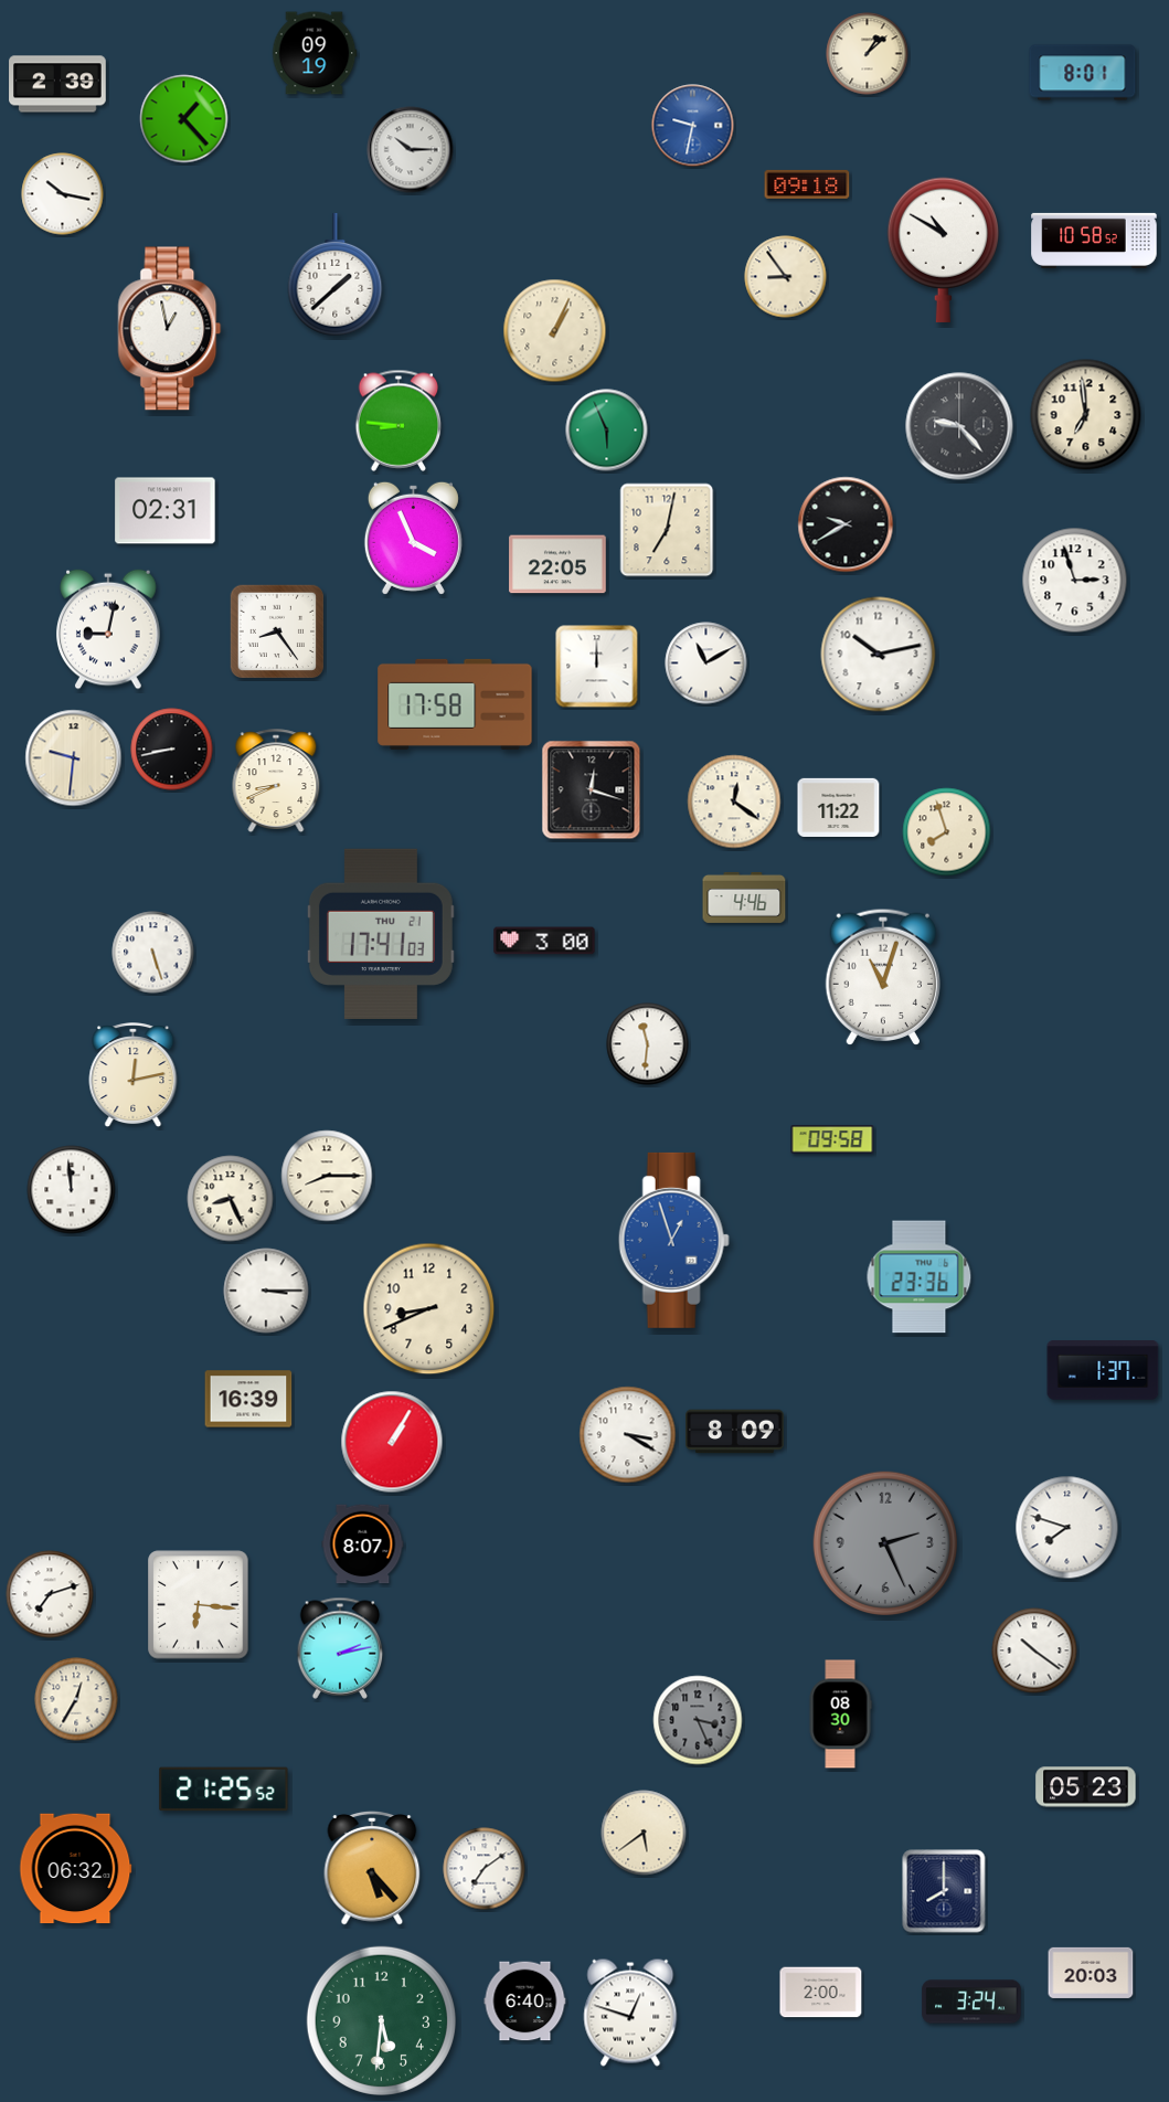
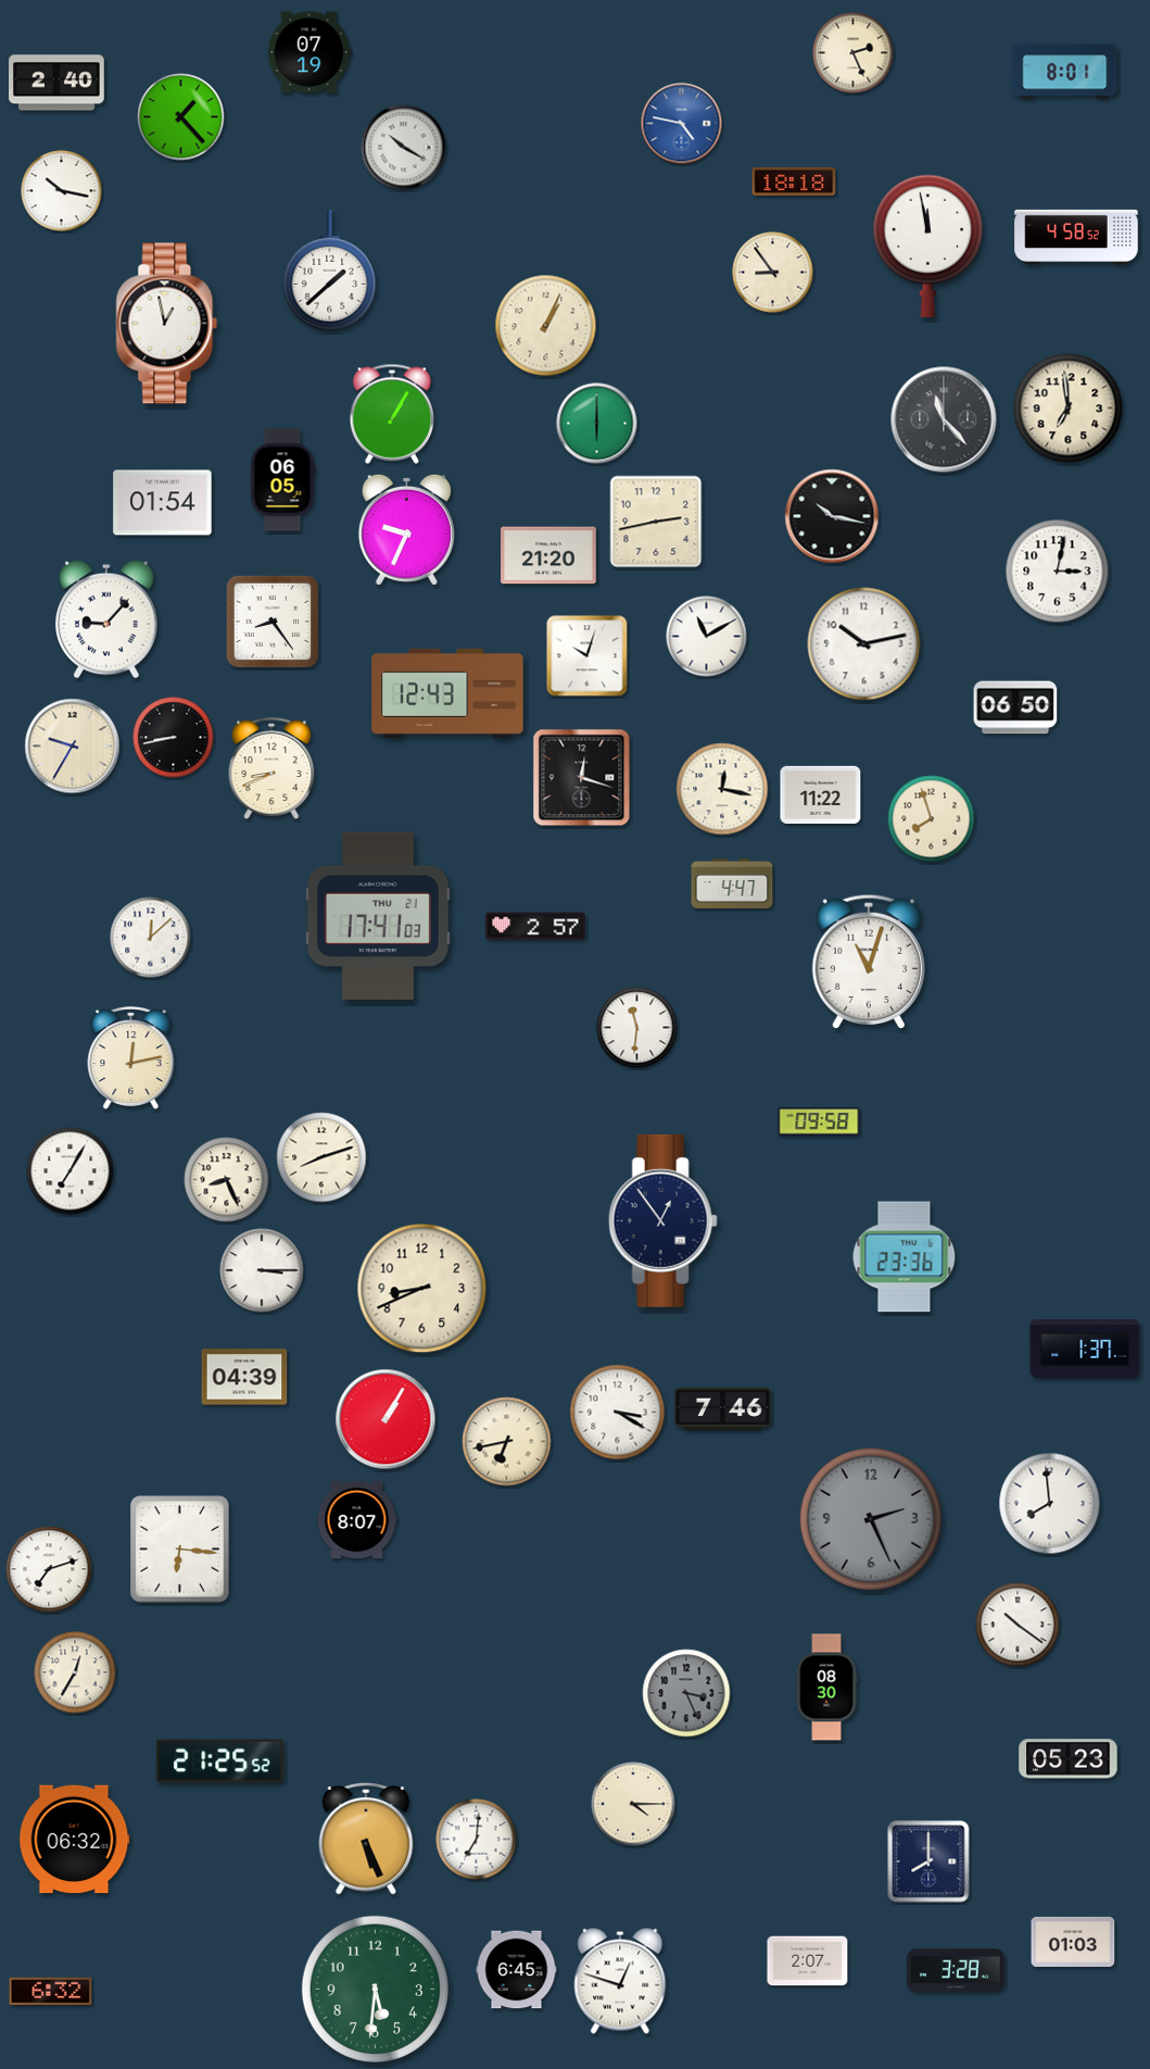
clock at (315, 53): 09:19 -> 07:19
clock at (868, 54): 1:08 -> 2:26
clock at (57, 84): 2:39 -> 2:40
clock at (693, 126): 9:32 -> 4:47
clock at (411, 150): 10:15 -> 10:20
clock at (807, 184): 09:18 -> 18:18
clock at (1094, 241): 10:58 -> 4:58
clock at (943, 250): 10:50 -> 11:58
clock at (398, 421): 8:46 -> 1:05
clock at (959, 426): 9:23 -> 11:23
clock at (607, 431): 5:56 -> 6:00
clock at (282, 480): none -> 06:05
clock at (166, 511): 02:31 -> 01:54
clock at (846, 524): 9:40 -> 10:17
clock at (667, 530): 7:02 -> 2:43
clock at (413, 538): 3:56 -> 9:34
clock at (557, 564): 22:05 -> 21:20
clock at (1075, 581): 2:57 -> 3:02
clock at (108, 629): 9:02 -> 9:07
clock at (706, 663) position: (706, 663) -> (707, 637)
clock at (597, 667): 12:00 -> 10:03
clock at (455, 704): 17:58 -> 12:43
clock at (1015, 707): none -> 06:50
clock at (172, 750) position: (172, 750) -> (174, 738)
clock at (74, 758): 9:31 -> 9:35
clock at (734, 801): 12:21 -> 12:17
clock at (839, 807) position: (839, 807) -> (821, 794)
clock at (744, 898): 4:46 -> 4:47
clock at (381, 933) position: (381, 933) -> (378, 915)
clock at (544, 941): 3:00 -> 2:57
clock at (153, 953): 5:27 -> 12:08
clock at (327, 1176): 8:15 -> 8:12
clock at (72, 1190): 11:59 -> 7:05
clock at (673, 1240): 12:57 -> 12:54
clock at (673, 1240) dial: blue -> navy
clock at (248, 1399): 16:39 -> 04:39
clock at (735, 1432): 8:09 -> 7:46
clock at (507, 1442): none -> 6:43
clock at (1067, 1528): 7:48 -> 7:59
clock at (199, 1605) position: (199, 1605) -> (180, 1550)
clock at (340, 1648): 2:13 -> none
clock at (644, 1833): 5:39 -> 4:15
clock at (372, 1868): 5:23 -> 5:26
clock at (485, 1869): 7:09 -> 7:01
clock at (1091, 1973): 20:03 -> 01:03
clock at (821, 1993): 2:00 -> 2:07
clock at (525, 2002): 6:40 -> 6:45
clock at (971, 2002): 3:24 -> 3:28
clock at (51, 1992): none -> 6:32
